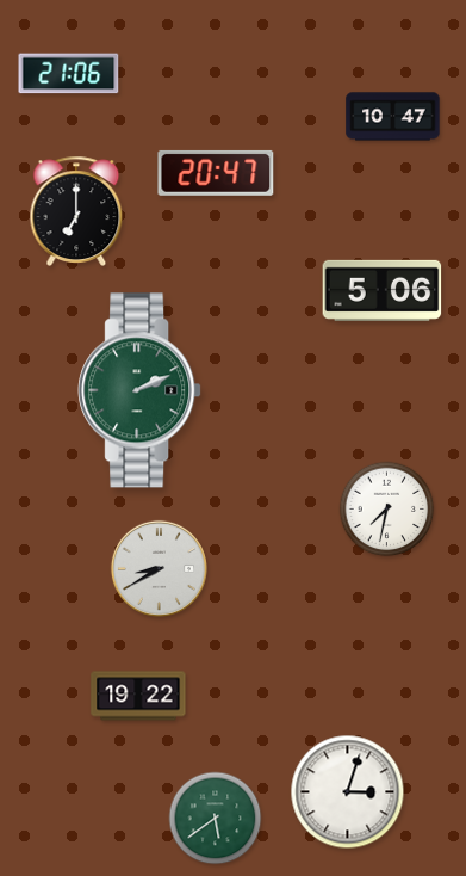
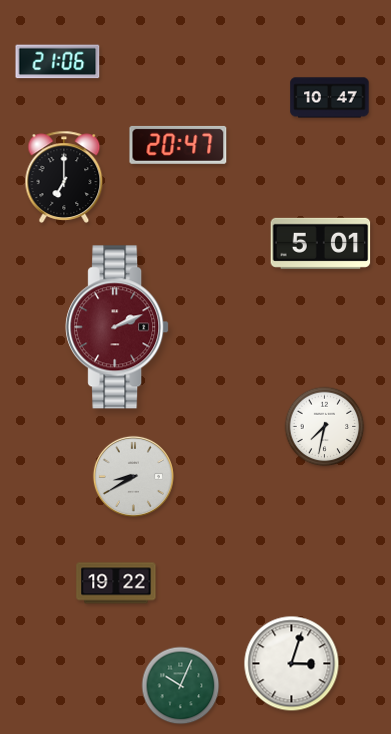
clock at (216, 173) position: (216, 173) -> (178, 145)
clock at (383, 290): 5:06 -> 5:01
clock at (139, 390) dial: green -> burgundy
clock at (216, 819): 5:39 -> 10:04
